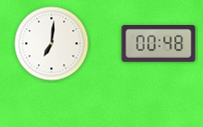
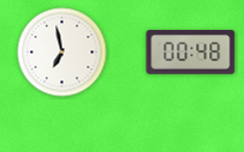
clock at (52, 44): 7:01 -> 6:58
